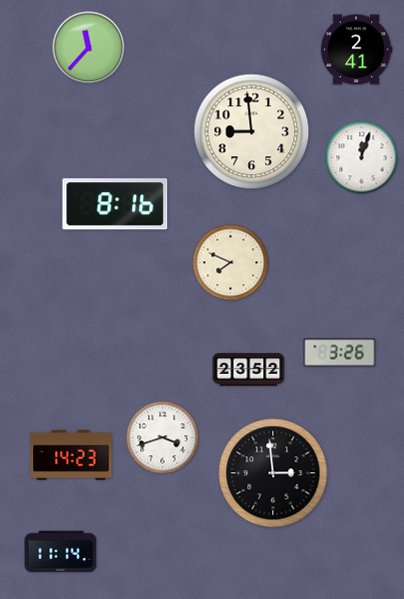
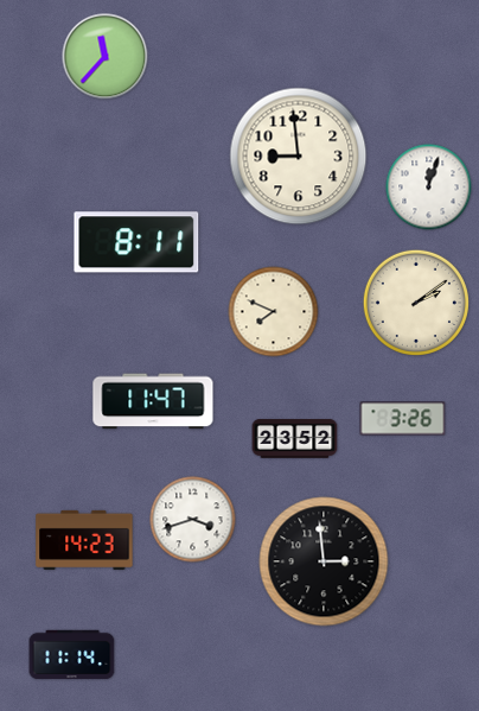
clock at (356, 50): 2:41 -> none
clock at (115, 204): 8:16 -> 8:11
clock at (415, 301): none -> 2:09
clock at (153, 401): none -> 11:47
